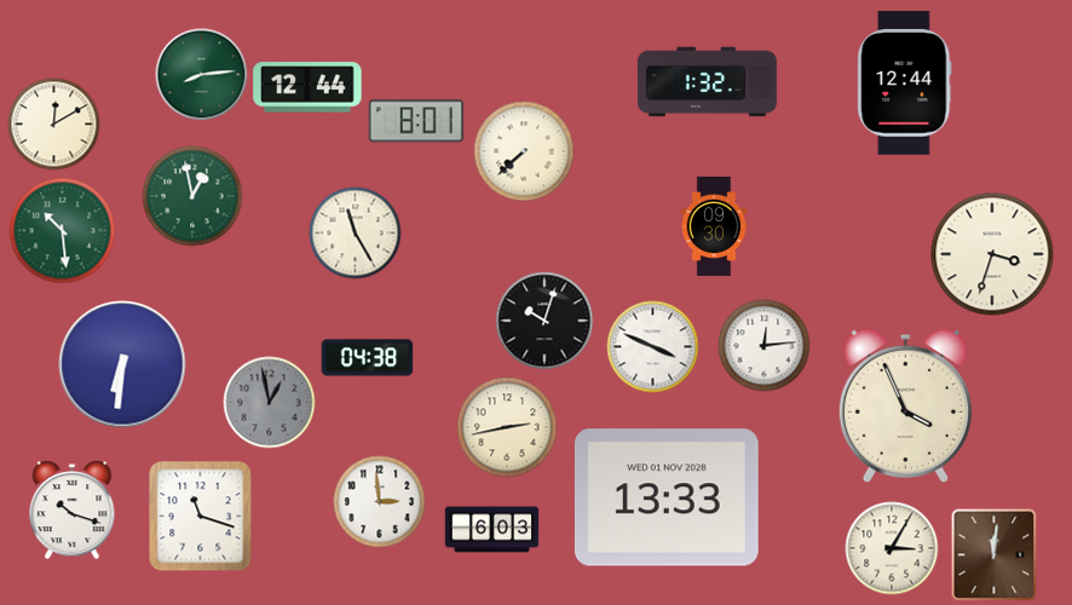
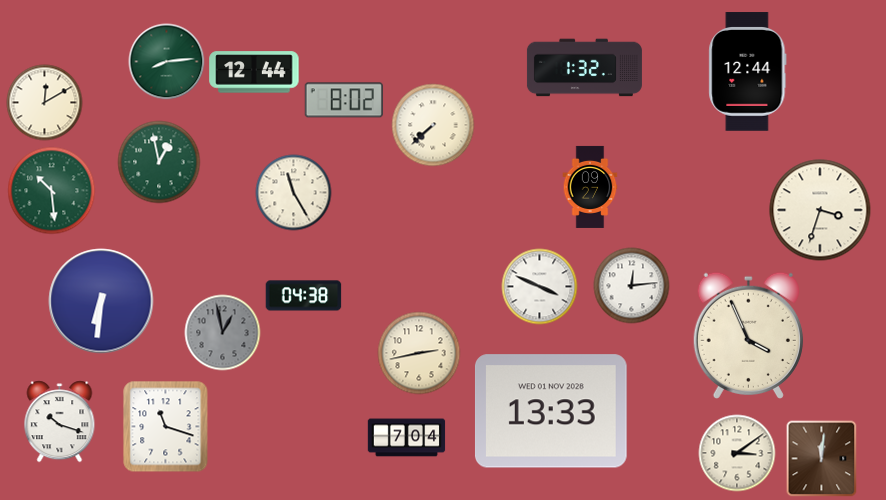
clock at (905, 83) position: (905, 83) -> (748, 72)
clock at (416, 121): 8:01 -> 8:02
clock at (714, 226): 09:30 -> 09:27
clock at (544, 321): 10:03 -> none
clock at (380, 502): 2:59 -> none
clock at (492, 530): 6:03 -> 7:04
clock at (892, 548): 3:05 -> 3:09
